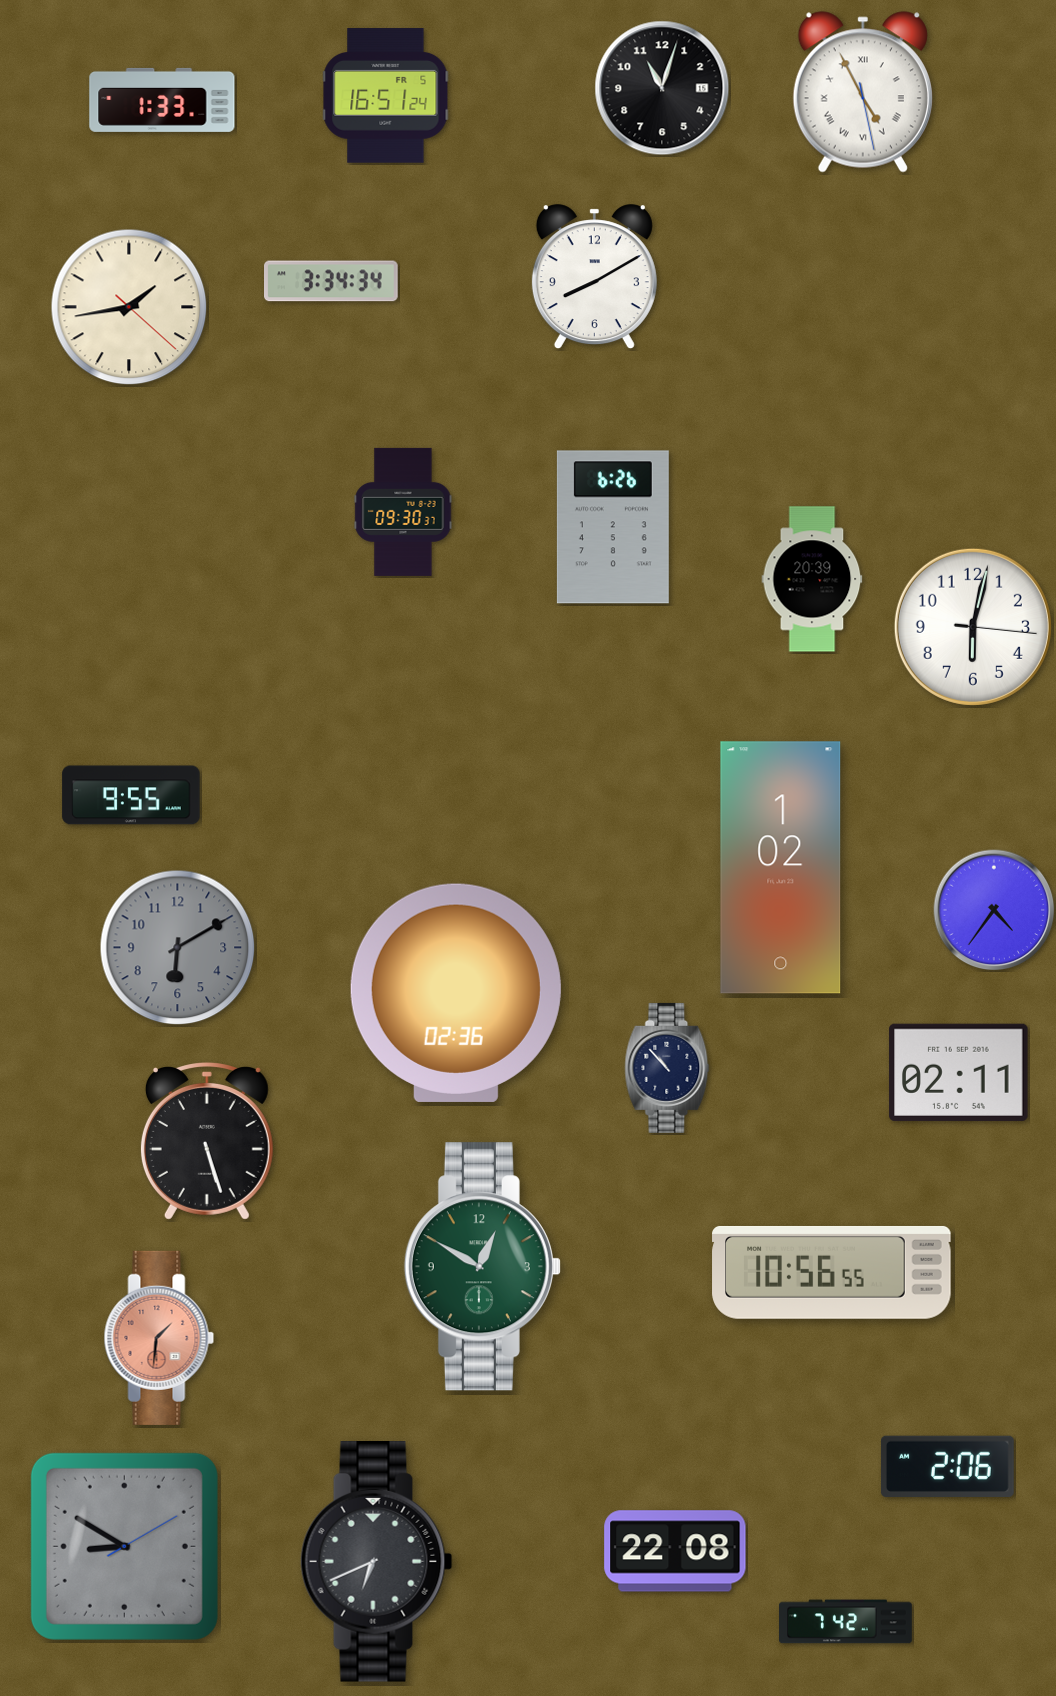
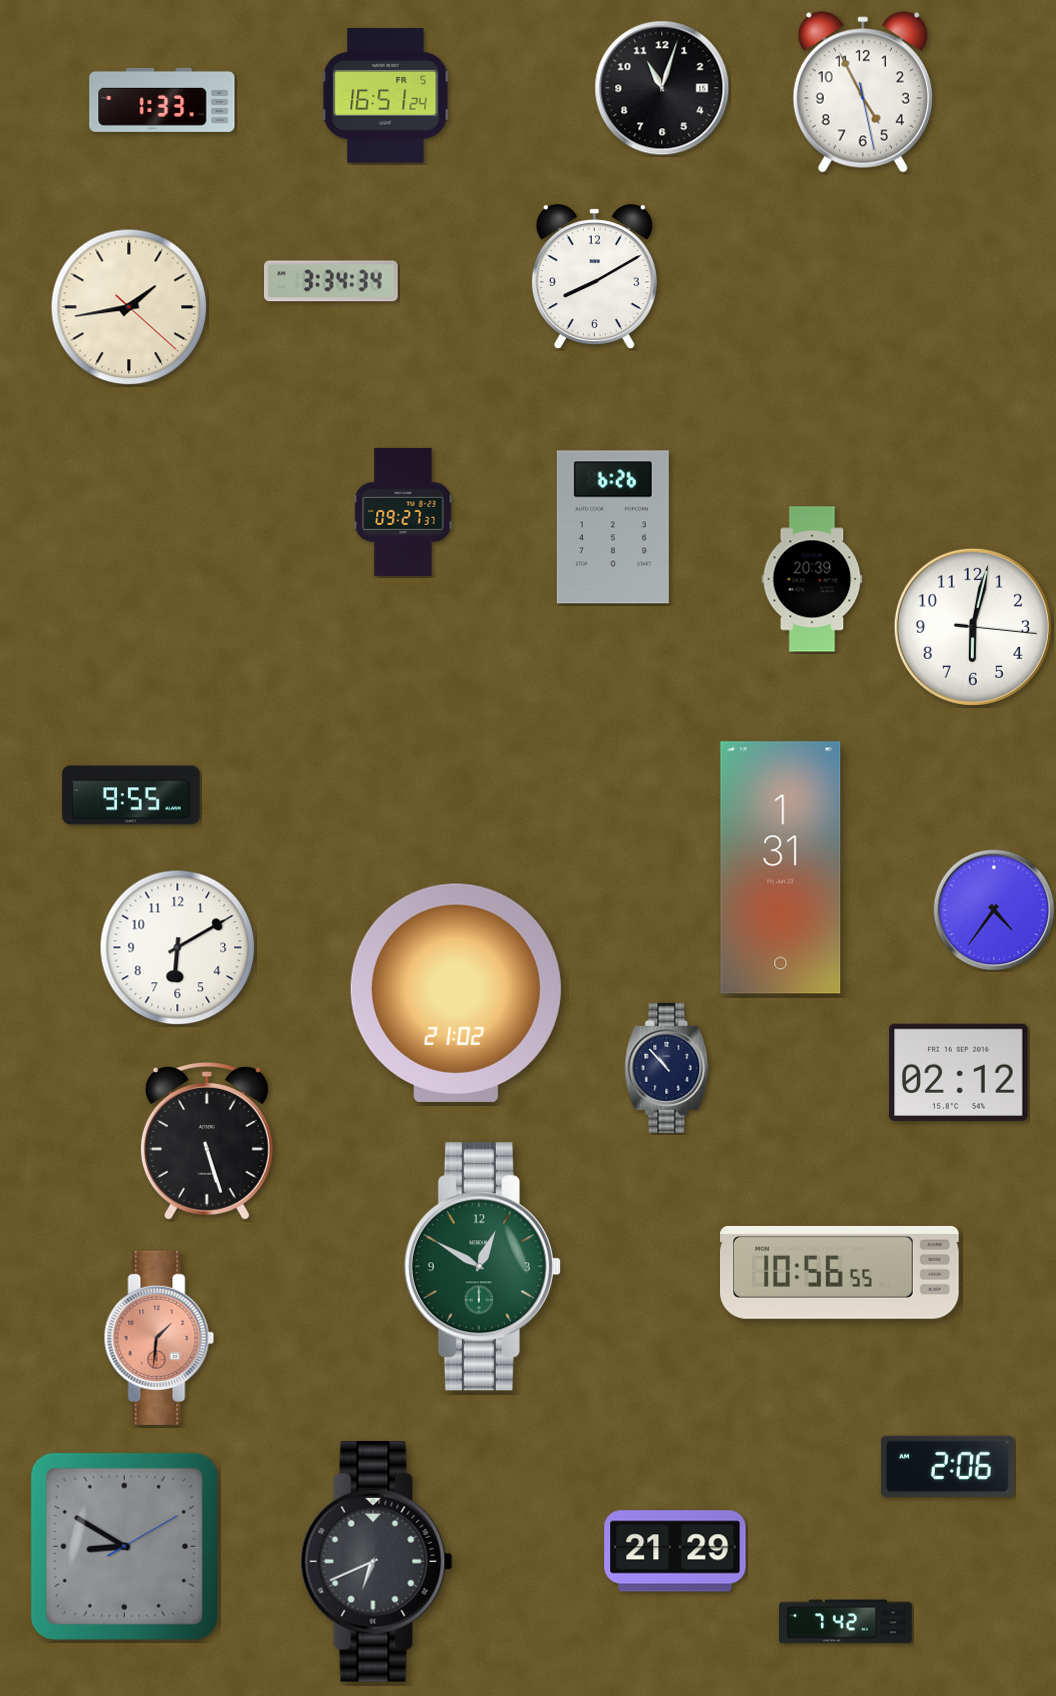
clock at (863, 92) numerals: Roman -> Arabic
clock at (403, 512): 09:30 -> 09:27
clock at (781, 868): 1:02 -> 1:31
clock at (178, 948) dial: grey -> white
clock at (456, 993): 02:36 -> 21:02
clock at (959, 1072): 02:11 -> 02:12
clock at (832, 1272) position: (832, 1272) -> (840, 1272)
clock at (675, 1551): 22:08 -> 21:29
